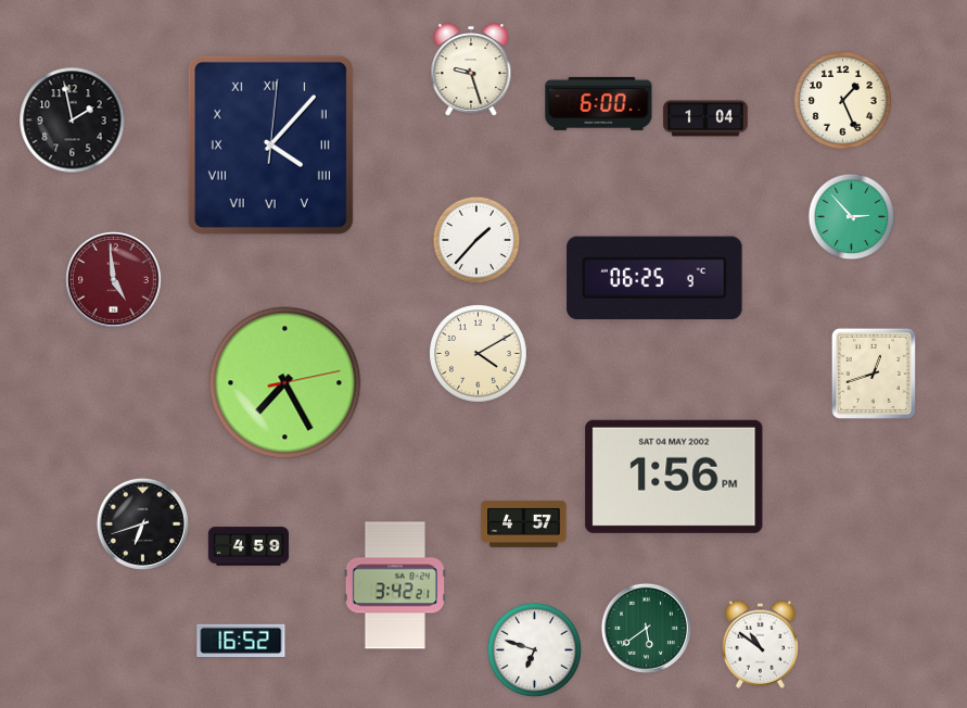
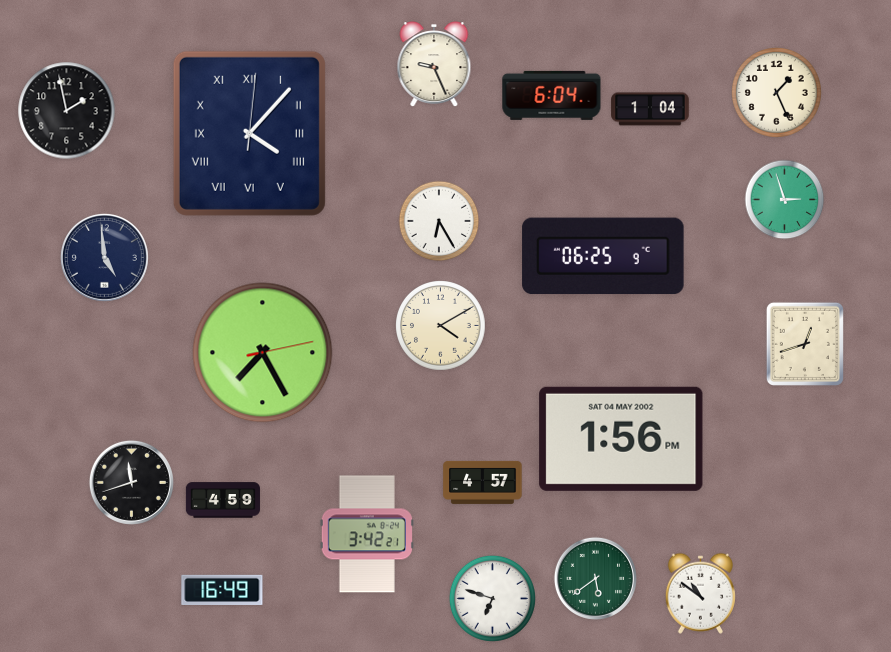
clock at (471, 71): 9:27 -> 9:26
clock at (599, 103): 6:00 -> 6:04
clock at (852, 217): 2:53 -> 2:57
clock at (476, 240): 1:37 -> 6:25
clock at (113, 279) dial: burgundy -> navy
clock at (142, 523): 6:42 -> 11:42
clock at (249, 546) position: (249, 546) -> (223, 500)
clock at (395, 585) position: (395, 585) -> (367, 534)
clock at (241, 640): 16:52 -> 16:49
